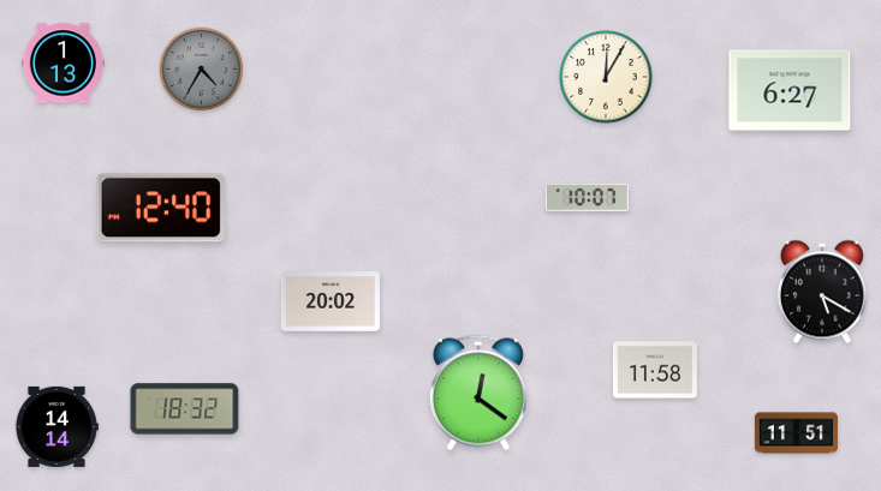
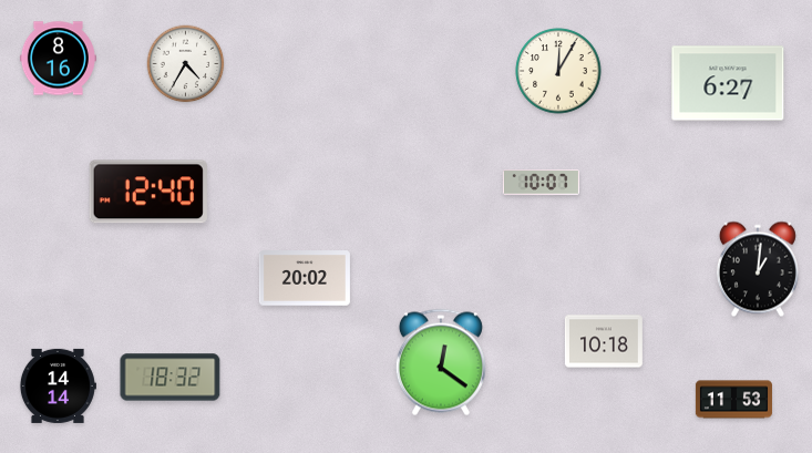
clock at (62, 64): 1:13 -> 8:16
clock at (202, 70) dial: grey -> white
clock at (822, 292): 5:20 -> 1:01
clock at (655, 370): 11:58 -> 10:18
clock at (56, 426) position: (56, 426) -> (58, 385)
clock at (796, 433): 11:51 -> 11:53
